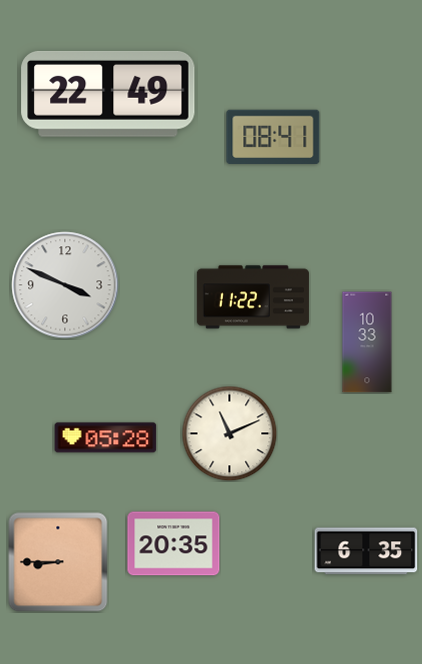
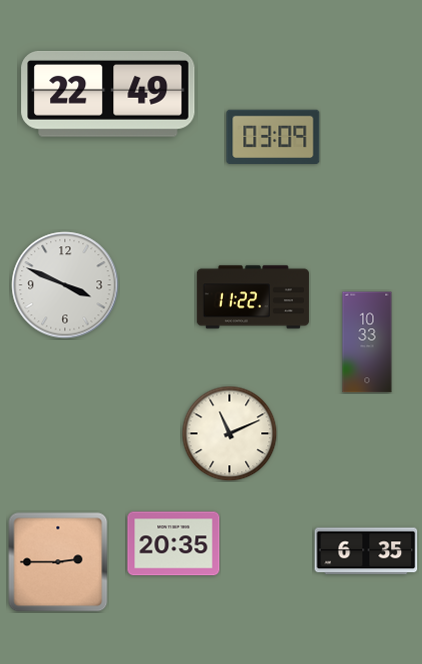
clock at (273, 137): 08:41 -> 03:09
clock at (106, 438): 05:28 -> none
clock at (58, 562): 8:45 -> 2:45
